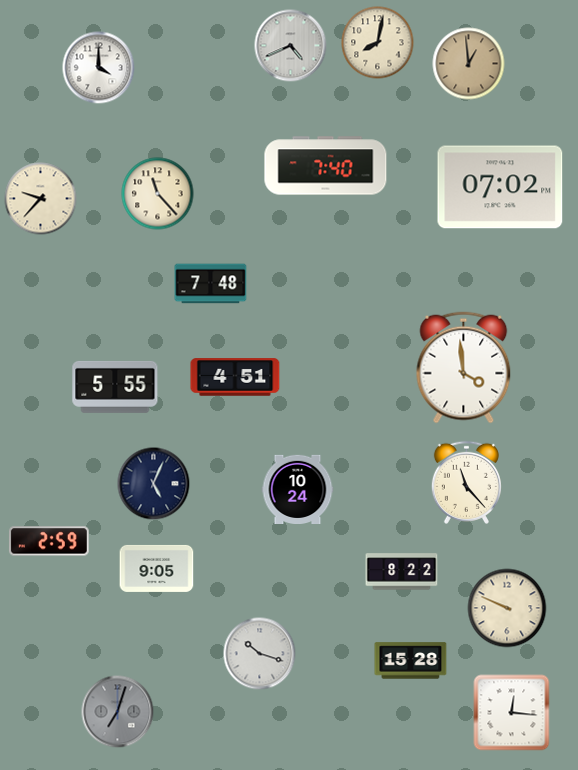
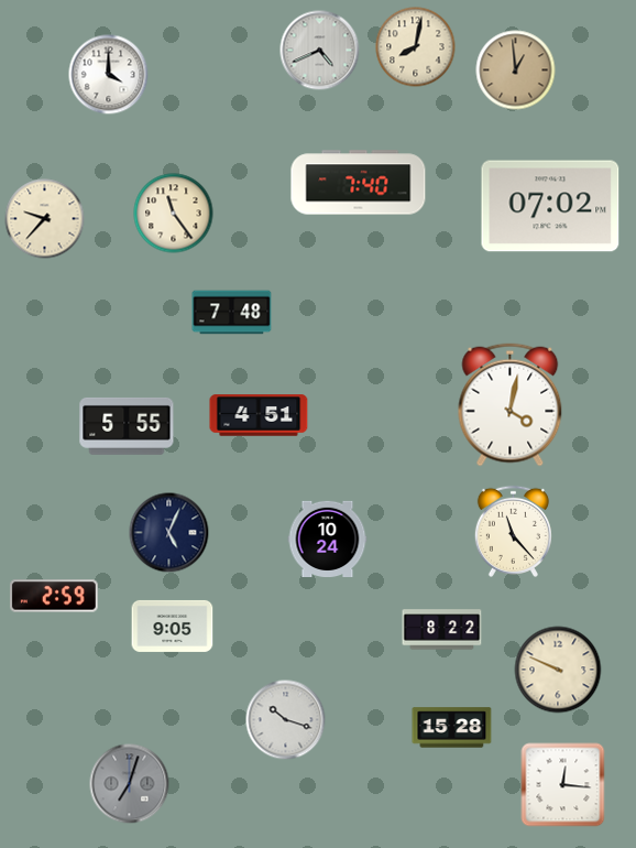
clock at (158, 194): 11:23 -> 11:24
clock at (464, 368): 3:59 -> 4:02
